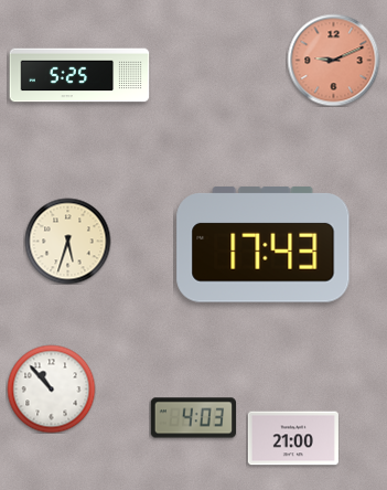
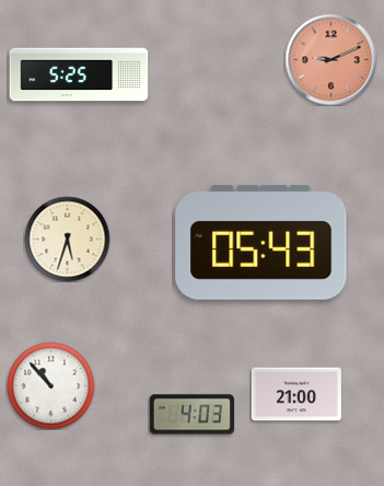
clock at (264, 245): 17:43 -> 05:43
clock at (293, 438) position: (293, 438) -> (296, 394)
